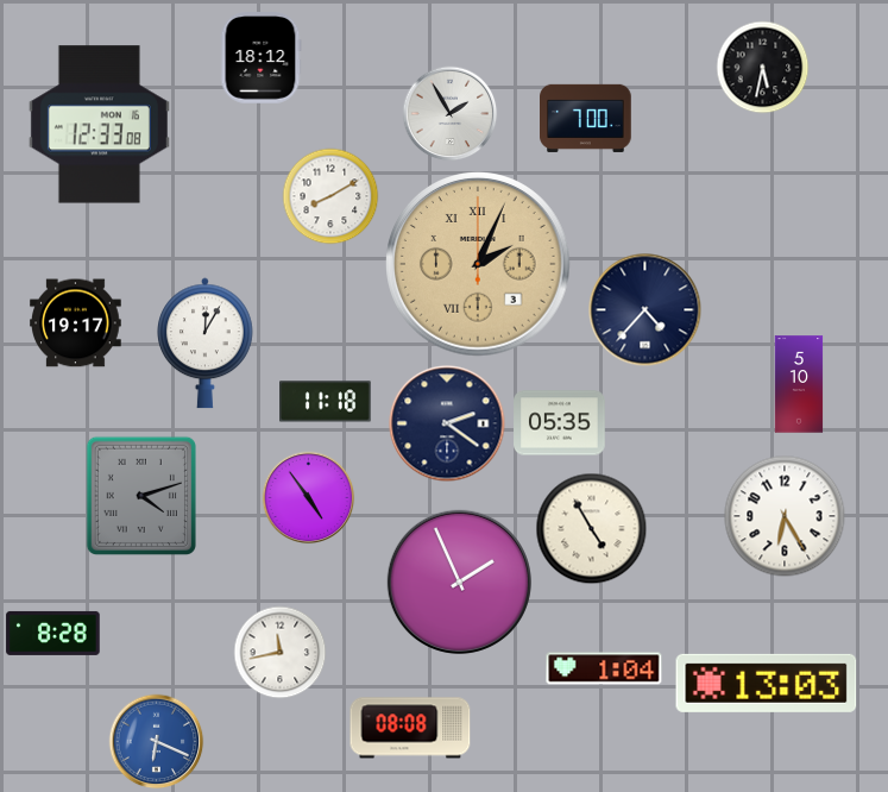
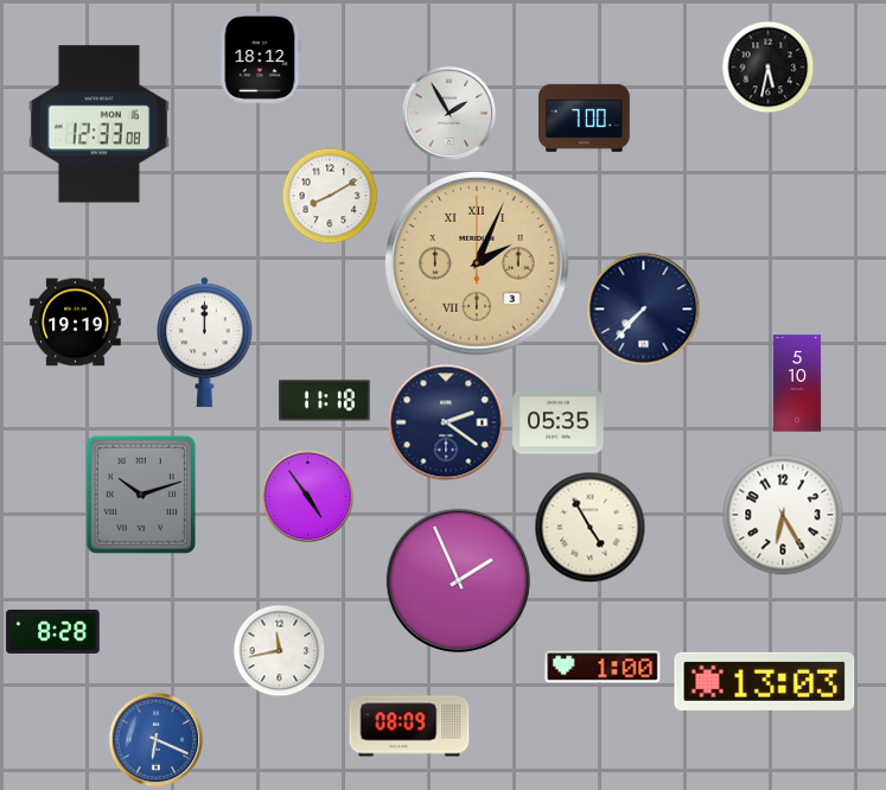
clock at (762, 67) position: (762, 67) -> (767, 66)
clock at (644, 309): 4:37 -> 7:37
clock at (76, 323): 19:17 -> 19:19
clock at (206, 344): 12:05 -> 12:00
clock at (141, 496): 4:12 -> 10:12
clock at (604, 668): 1:04 -> 1:00
clock at (410, 728): 08:08 -> 08:09
